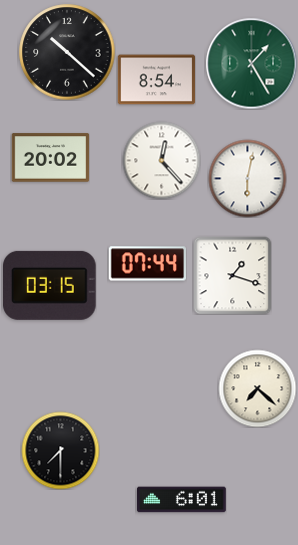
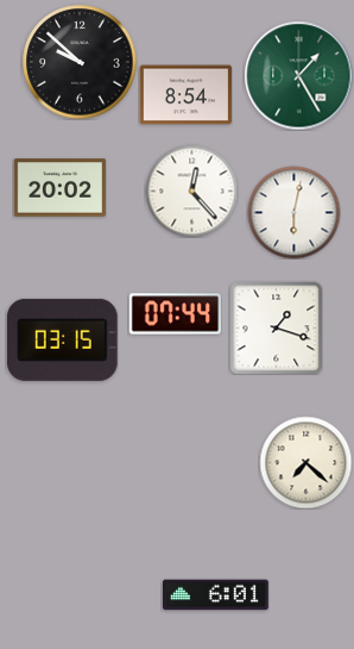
clock at (67, 52): 10:22 -> 9:52
clock at (50, 285) position: (50, 285) -> (63, 339)
clock at (60, 450): 7:30 -> none
